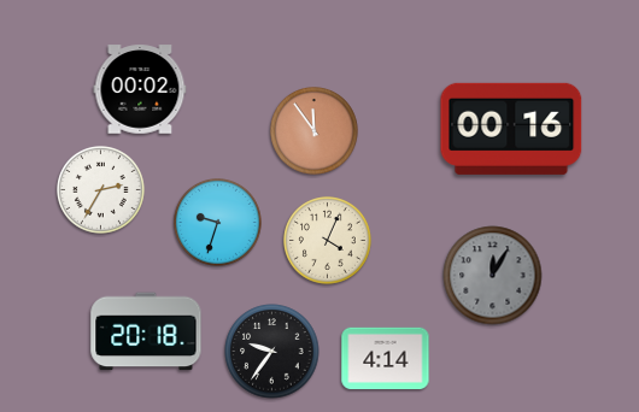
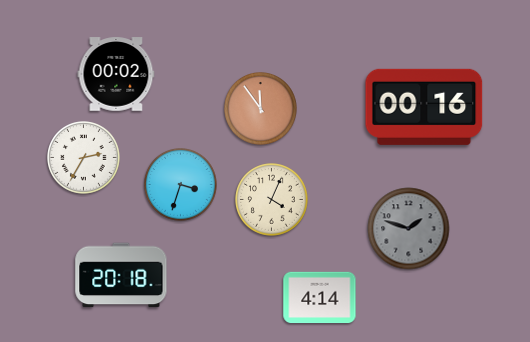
clock at (218, 223): 9:33 -> 3:33
clock at (493, 276): 12:05 -> 1:48
clock at (272, 352): 9:36 -> none
